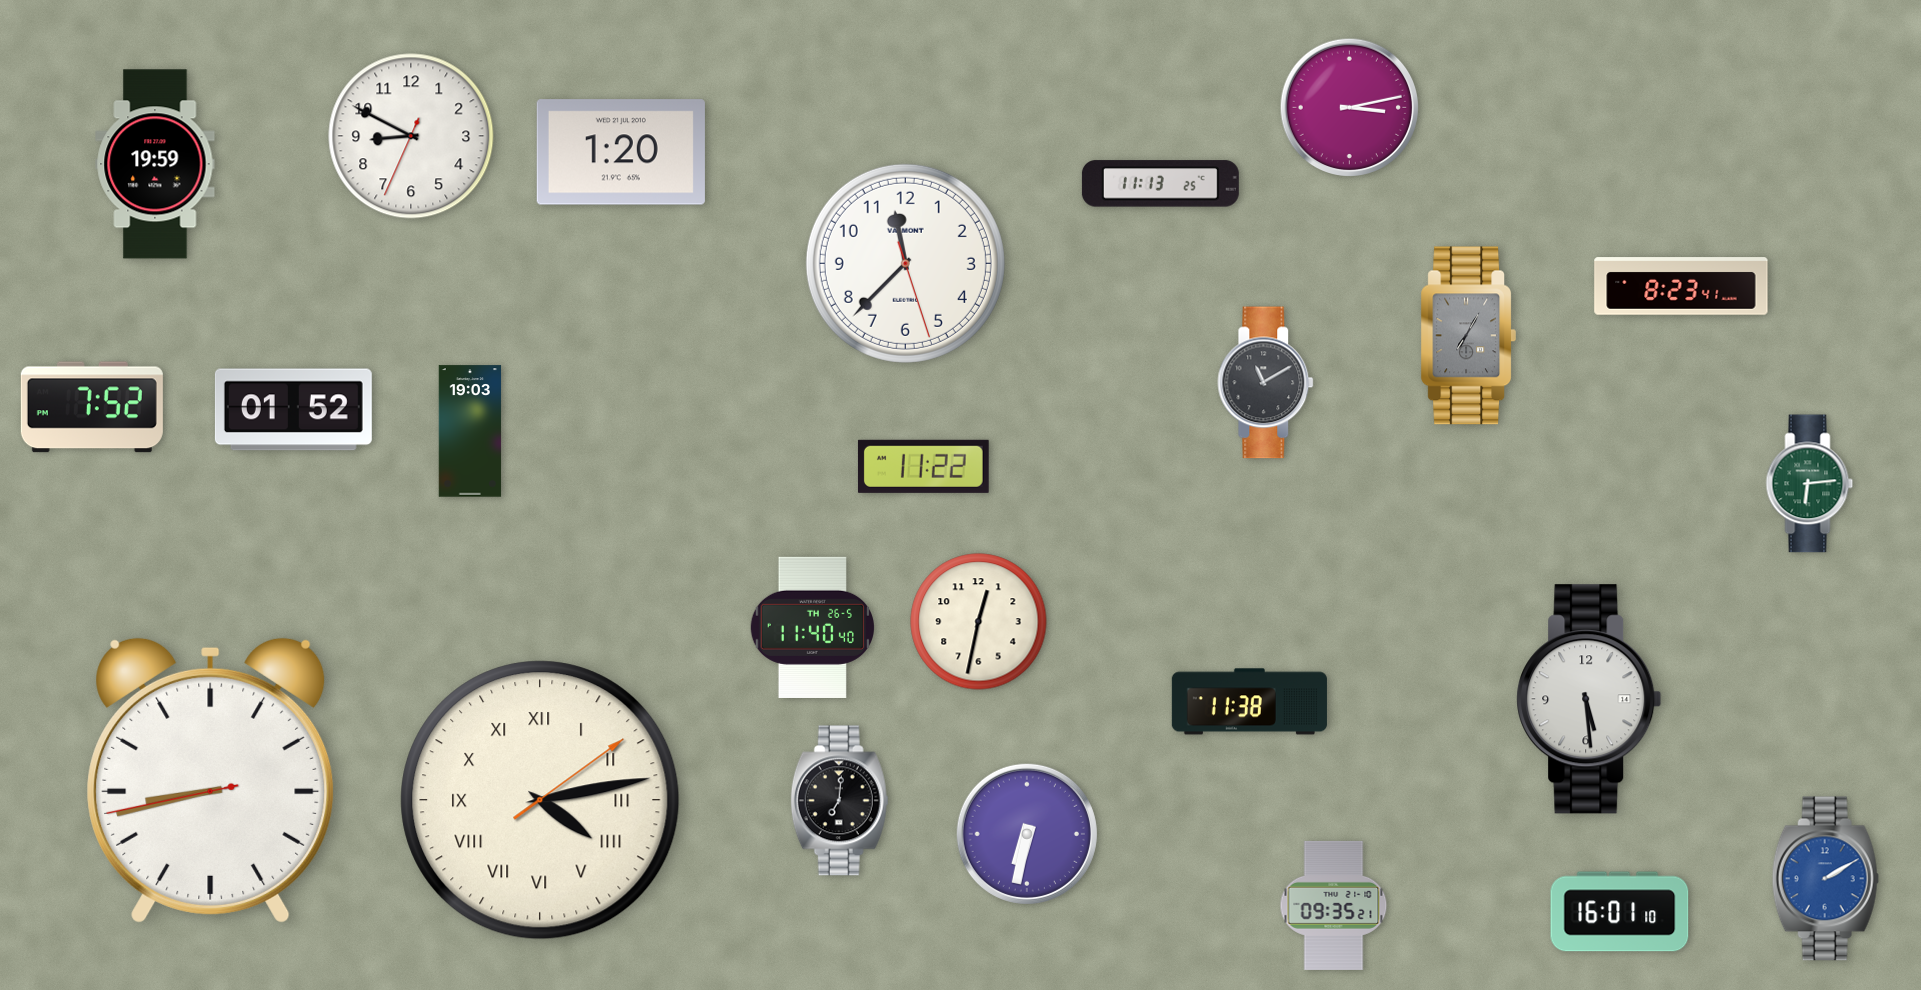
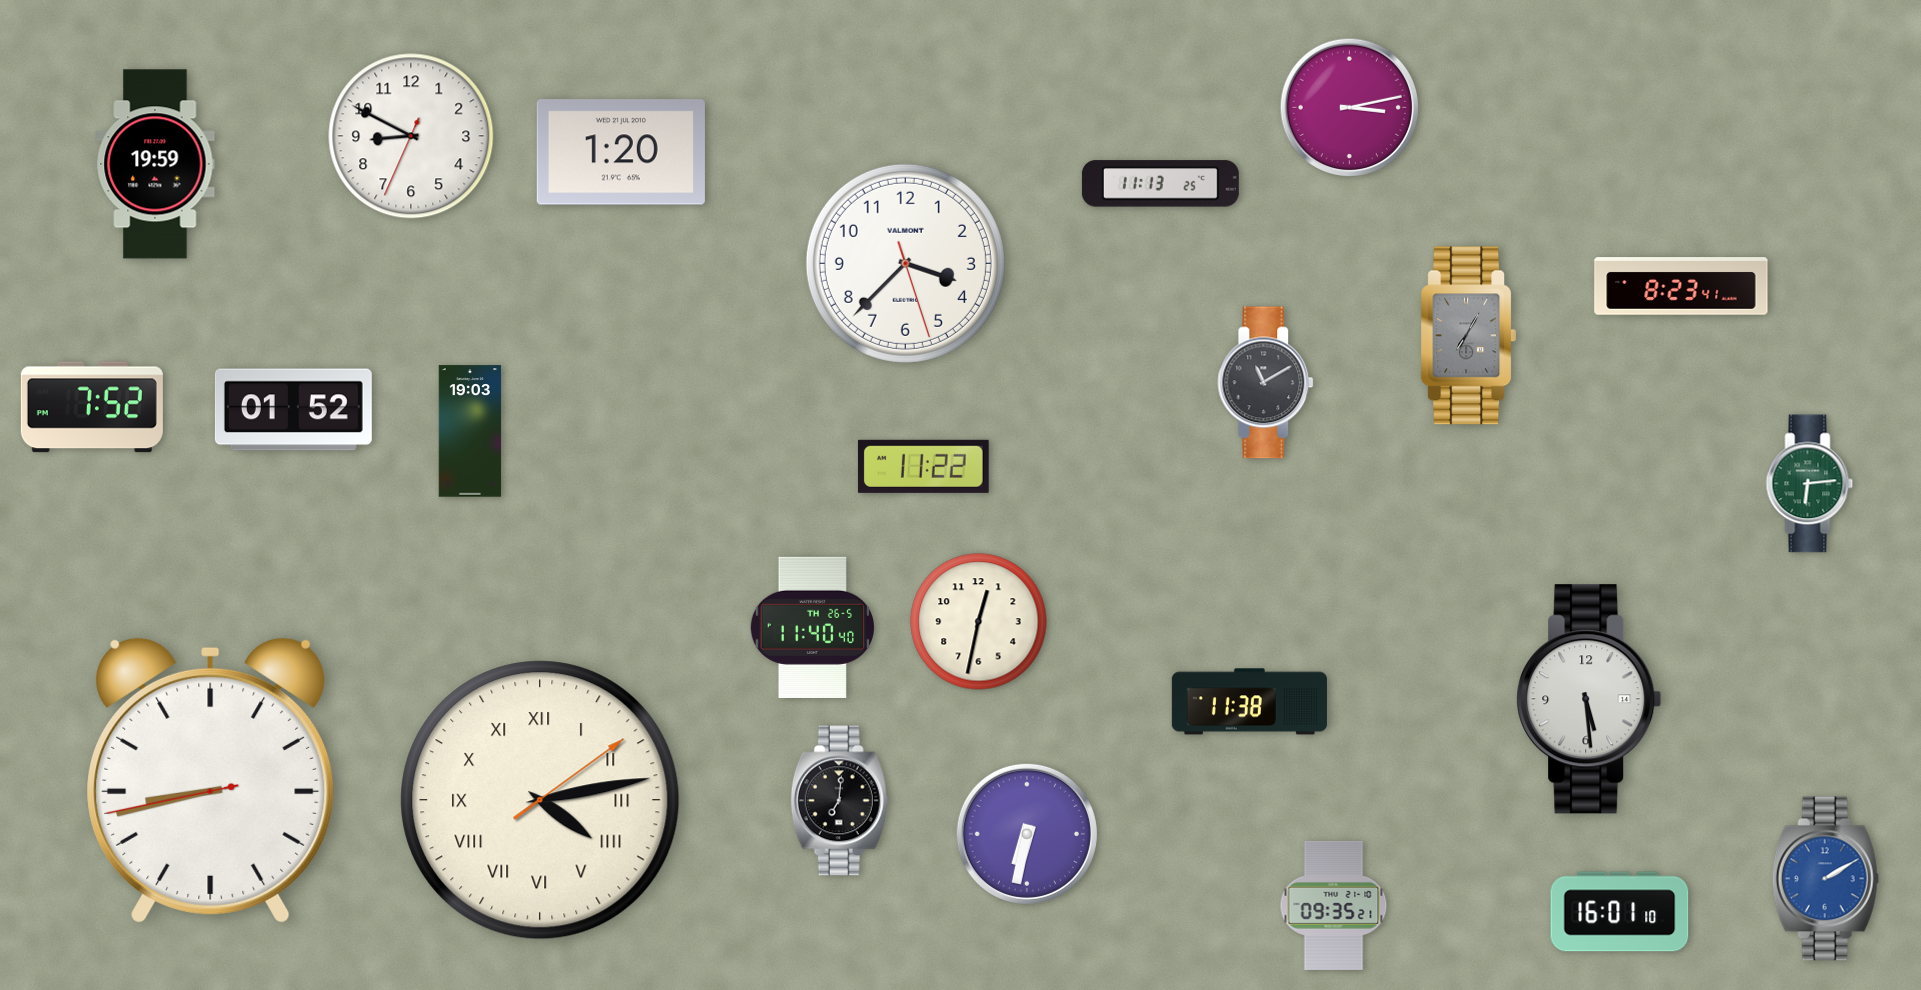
clock at (905, 263): 11:37 -> 3:37
